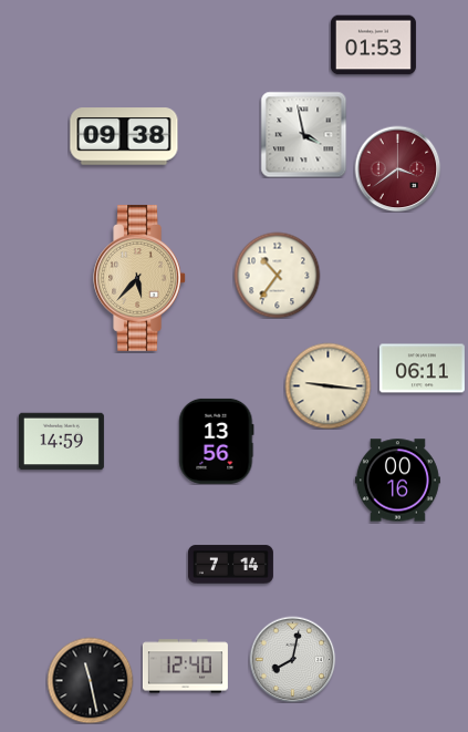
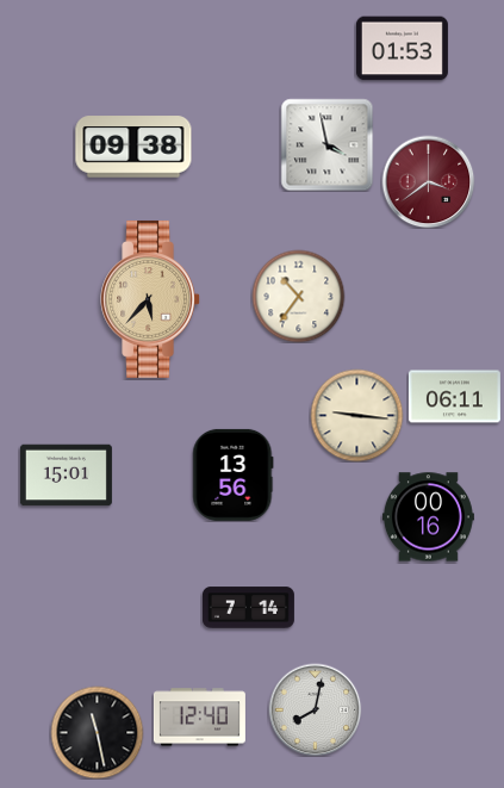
clock at (327, 385) position: (327, 385) -> (356, 415)
clock at (61, 442): 14:59 -> 15:01
